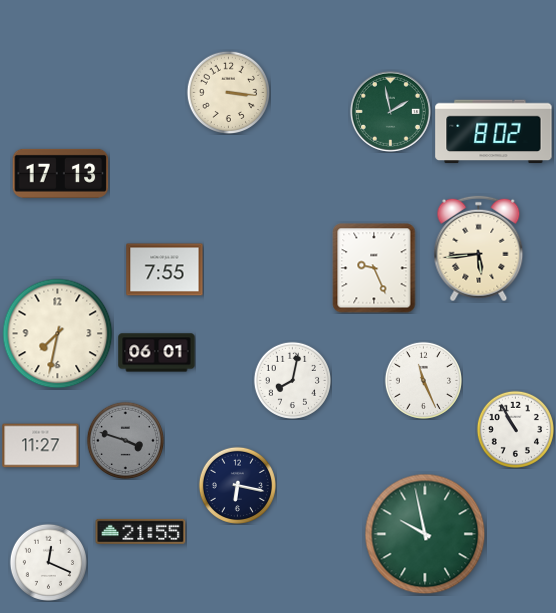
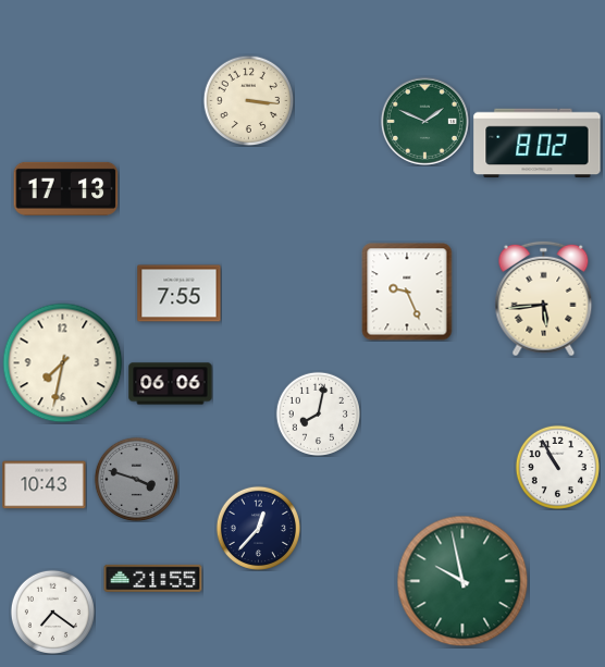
clock at (390, 111): 1:58 -> 1:49
clock at (479, 249) position: (479, 249) -> (544, 299)
clock at (157, 353): 06:01 -> 06:06
clock at (423, 380): 11:26 -> none
clock at (515, 429) position: (515, 429) -> (557, 467)
clock at (41, 446): 11:27 -> 10:43
clock at (237, 485): 6:17 -> 12:37
clock at (48, 562): 12:19 -> 7:21
